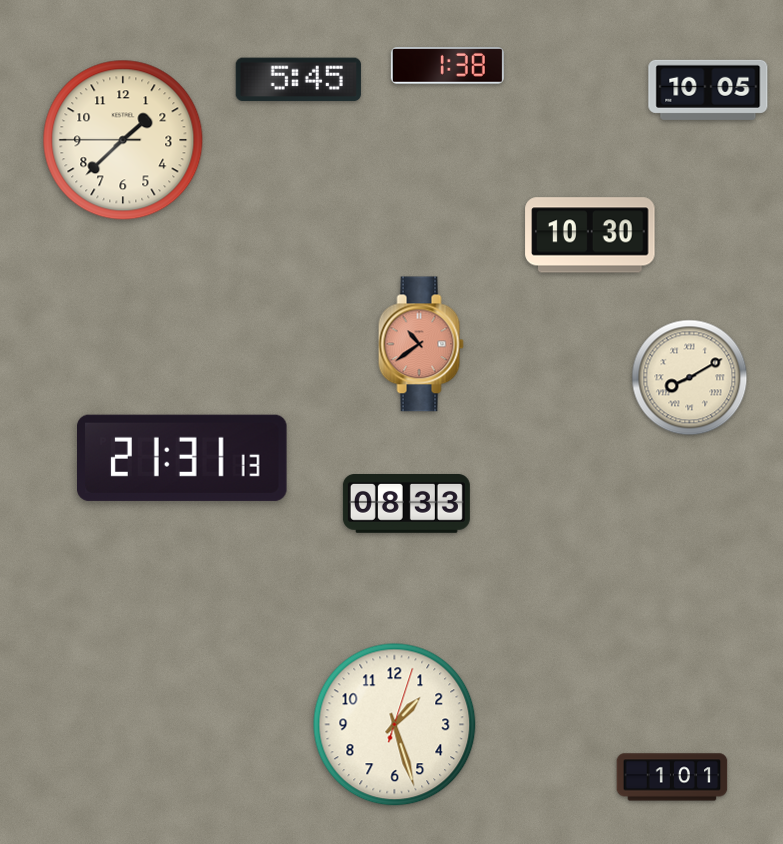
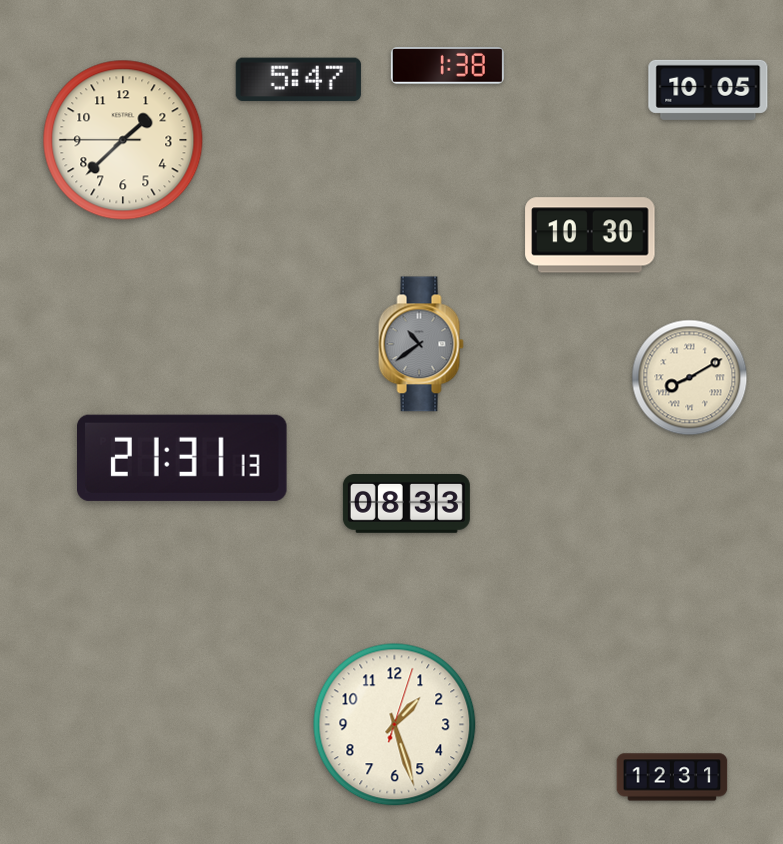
clock at (298, 80): 5:45 -> 5:47
clock at (421, 344) dial: salmon -> grey
clock at (672, 777): 1:01 -> 12:31
